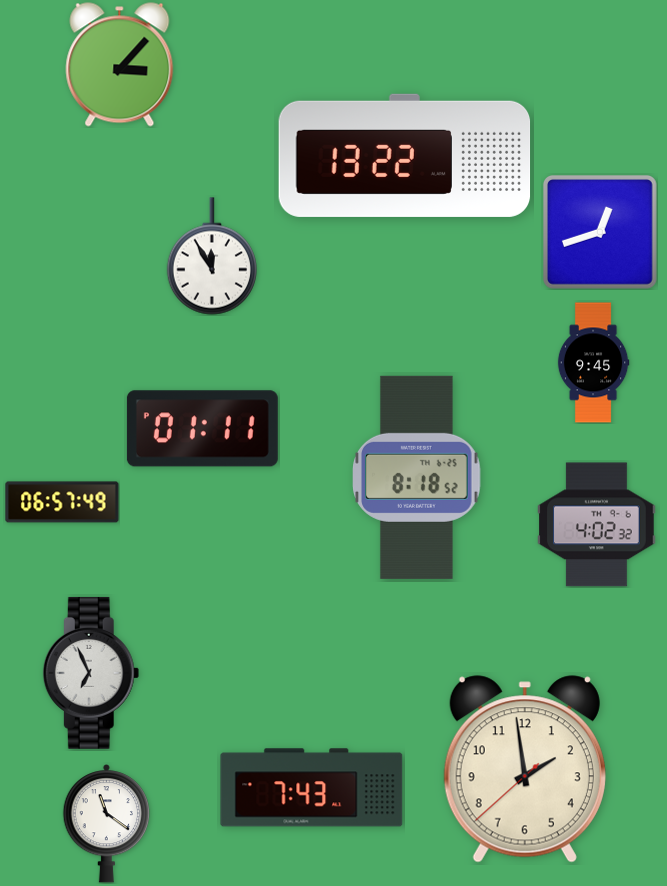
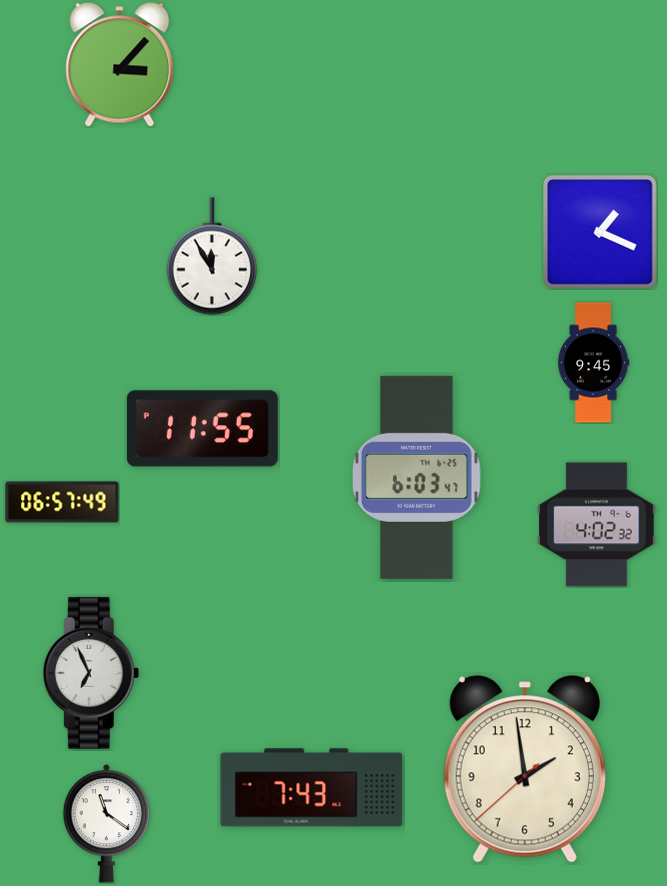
clock at (405, 155): 13:22 -> none
clock at (600, 232): 12:42 -> 1:19
clock at (202, 429): 01:11 -> 11:55
clock at (417, 477): 8:18 -> 6:03
